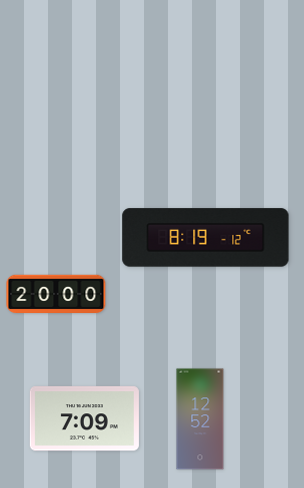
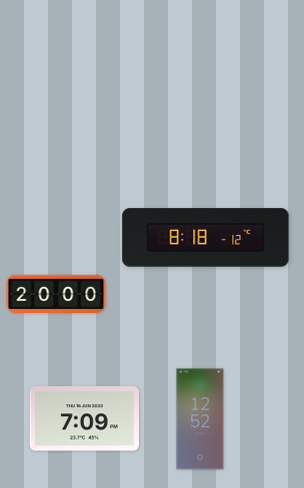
clock at (206, 238): 8:19 -> 8:18
